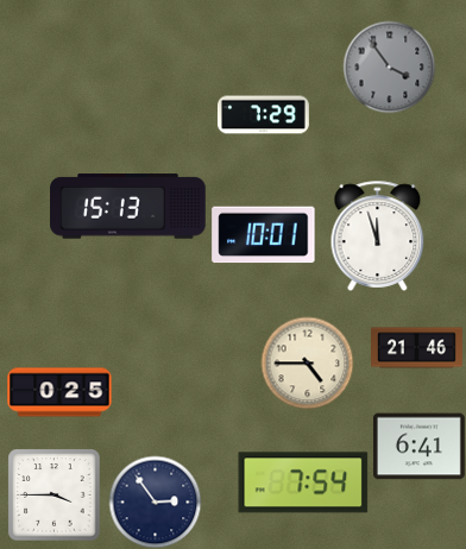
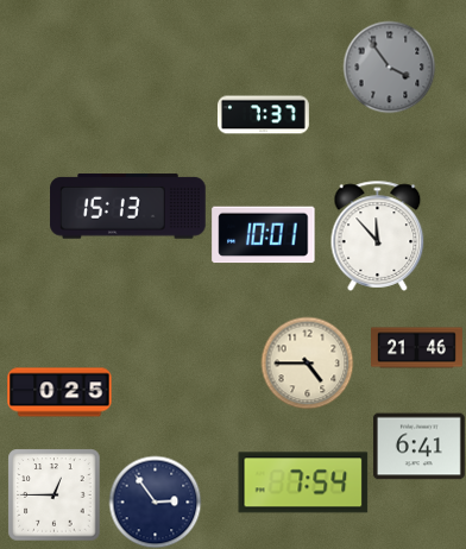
clock at (263, 115): 7:29 -> 7:37
clock at (378, 235): 11:57 -> 11:53
clock at (53, 494): 3:45 -> 12:45
